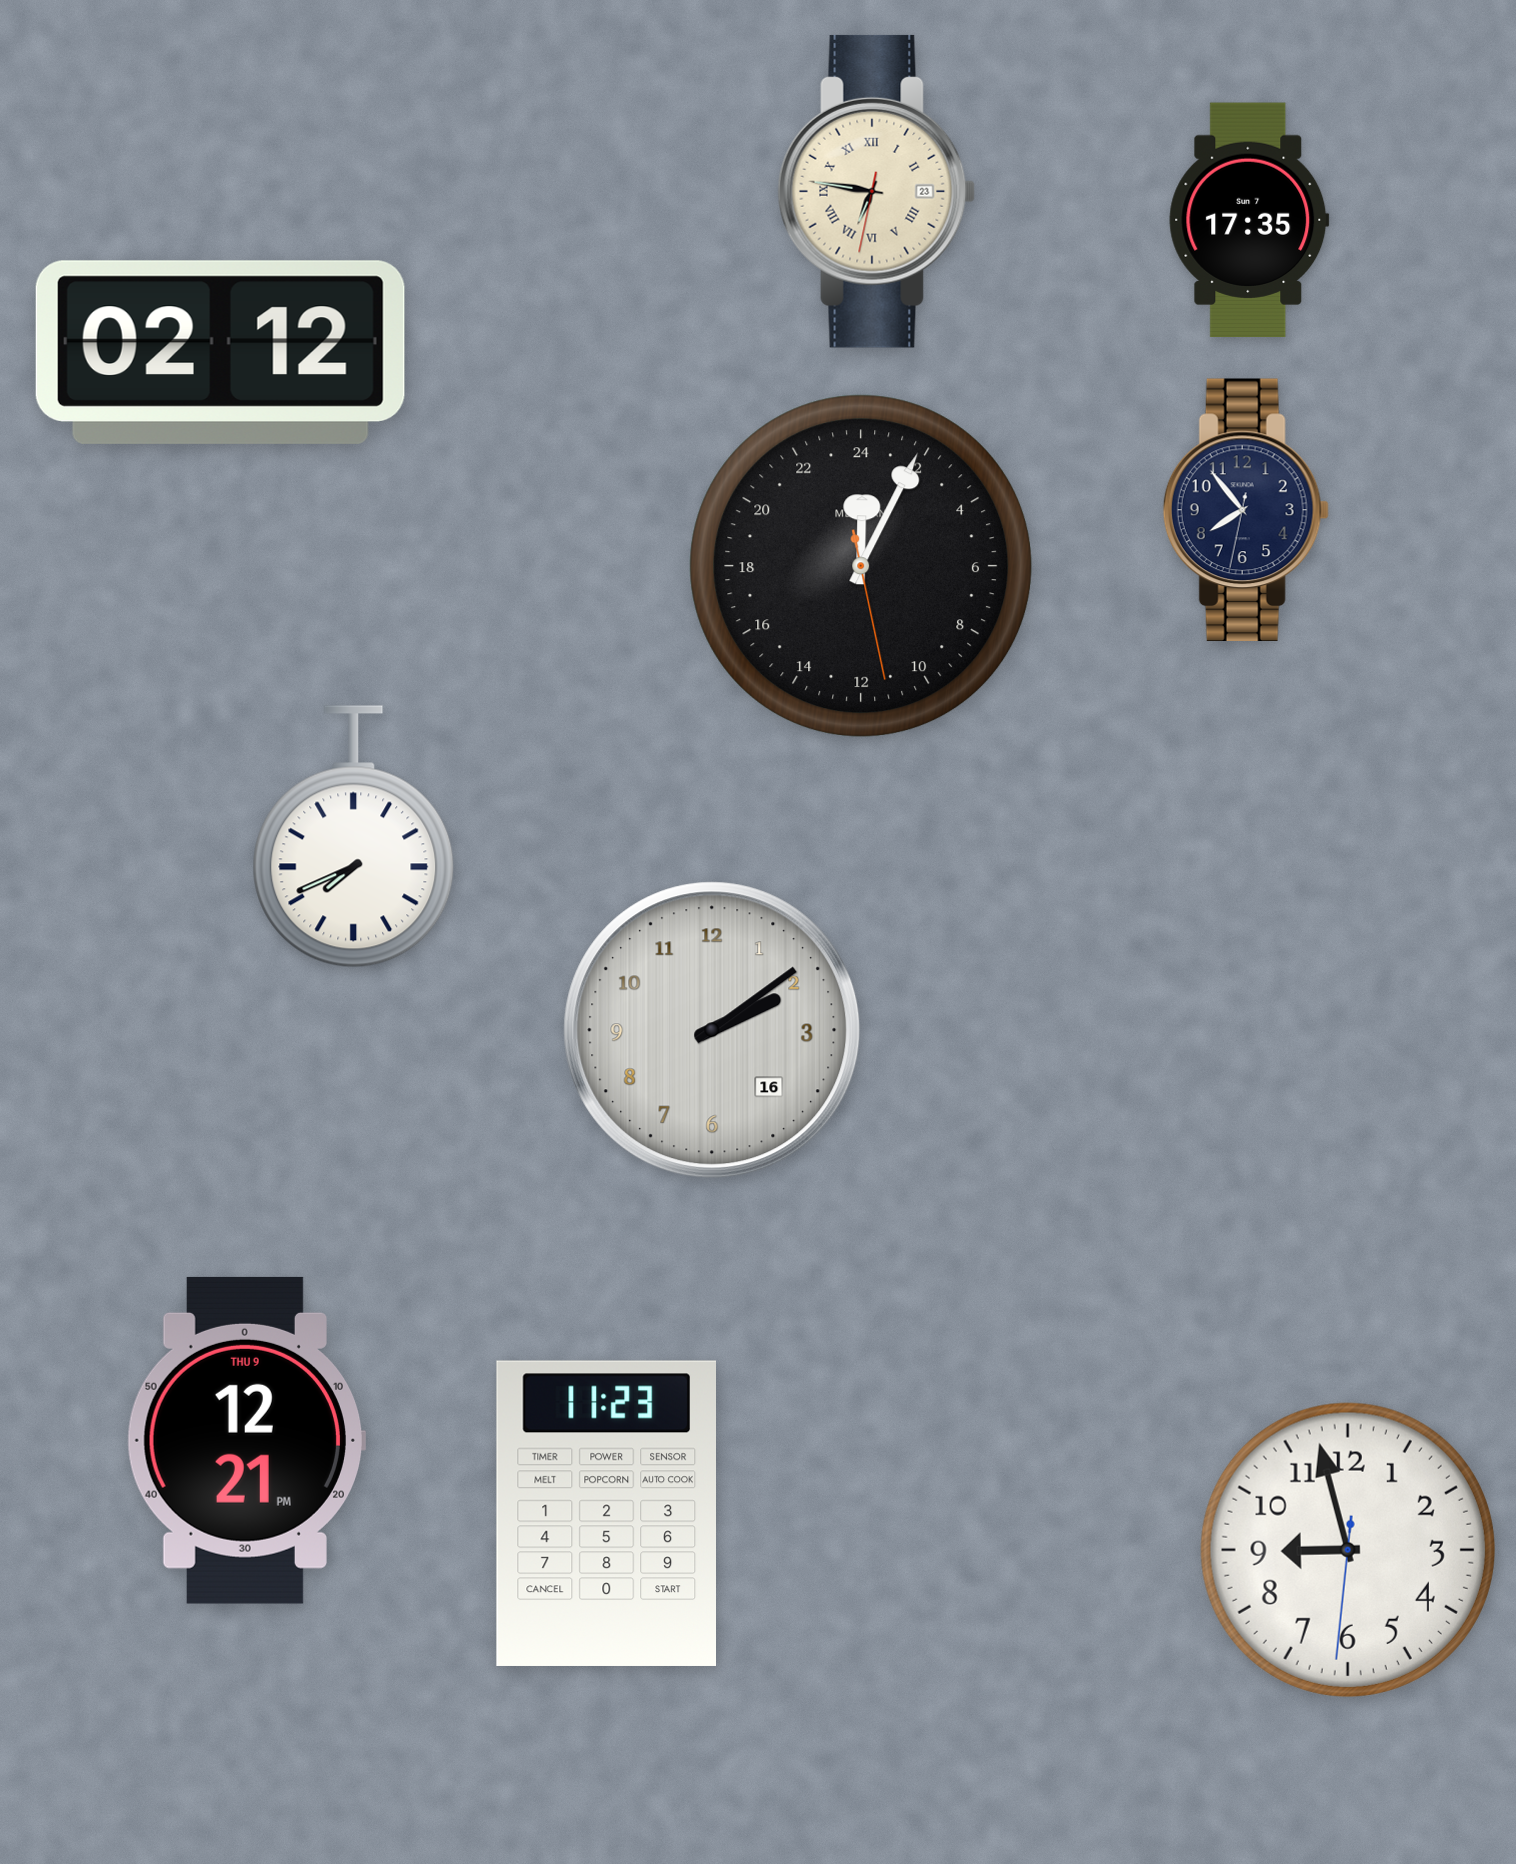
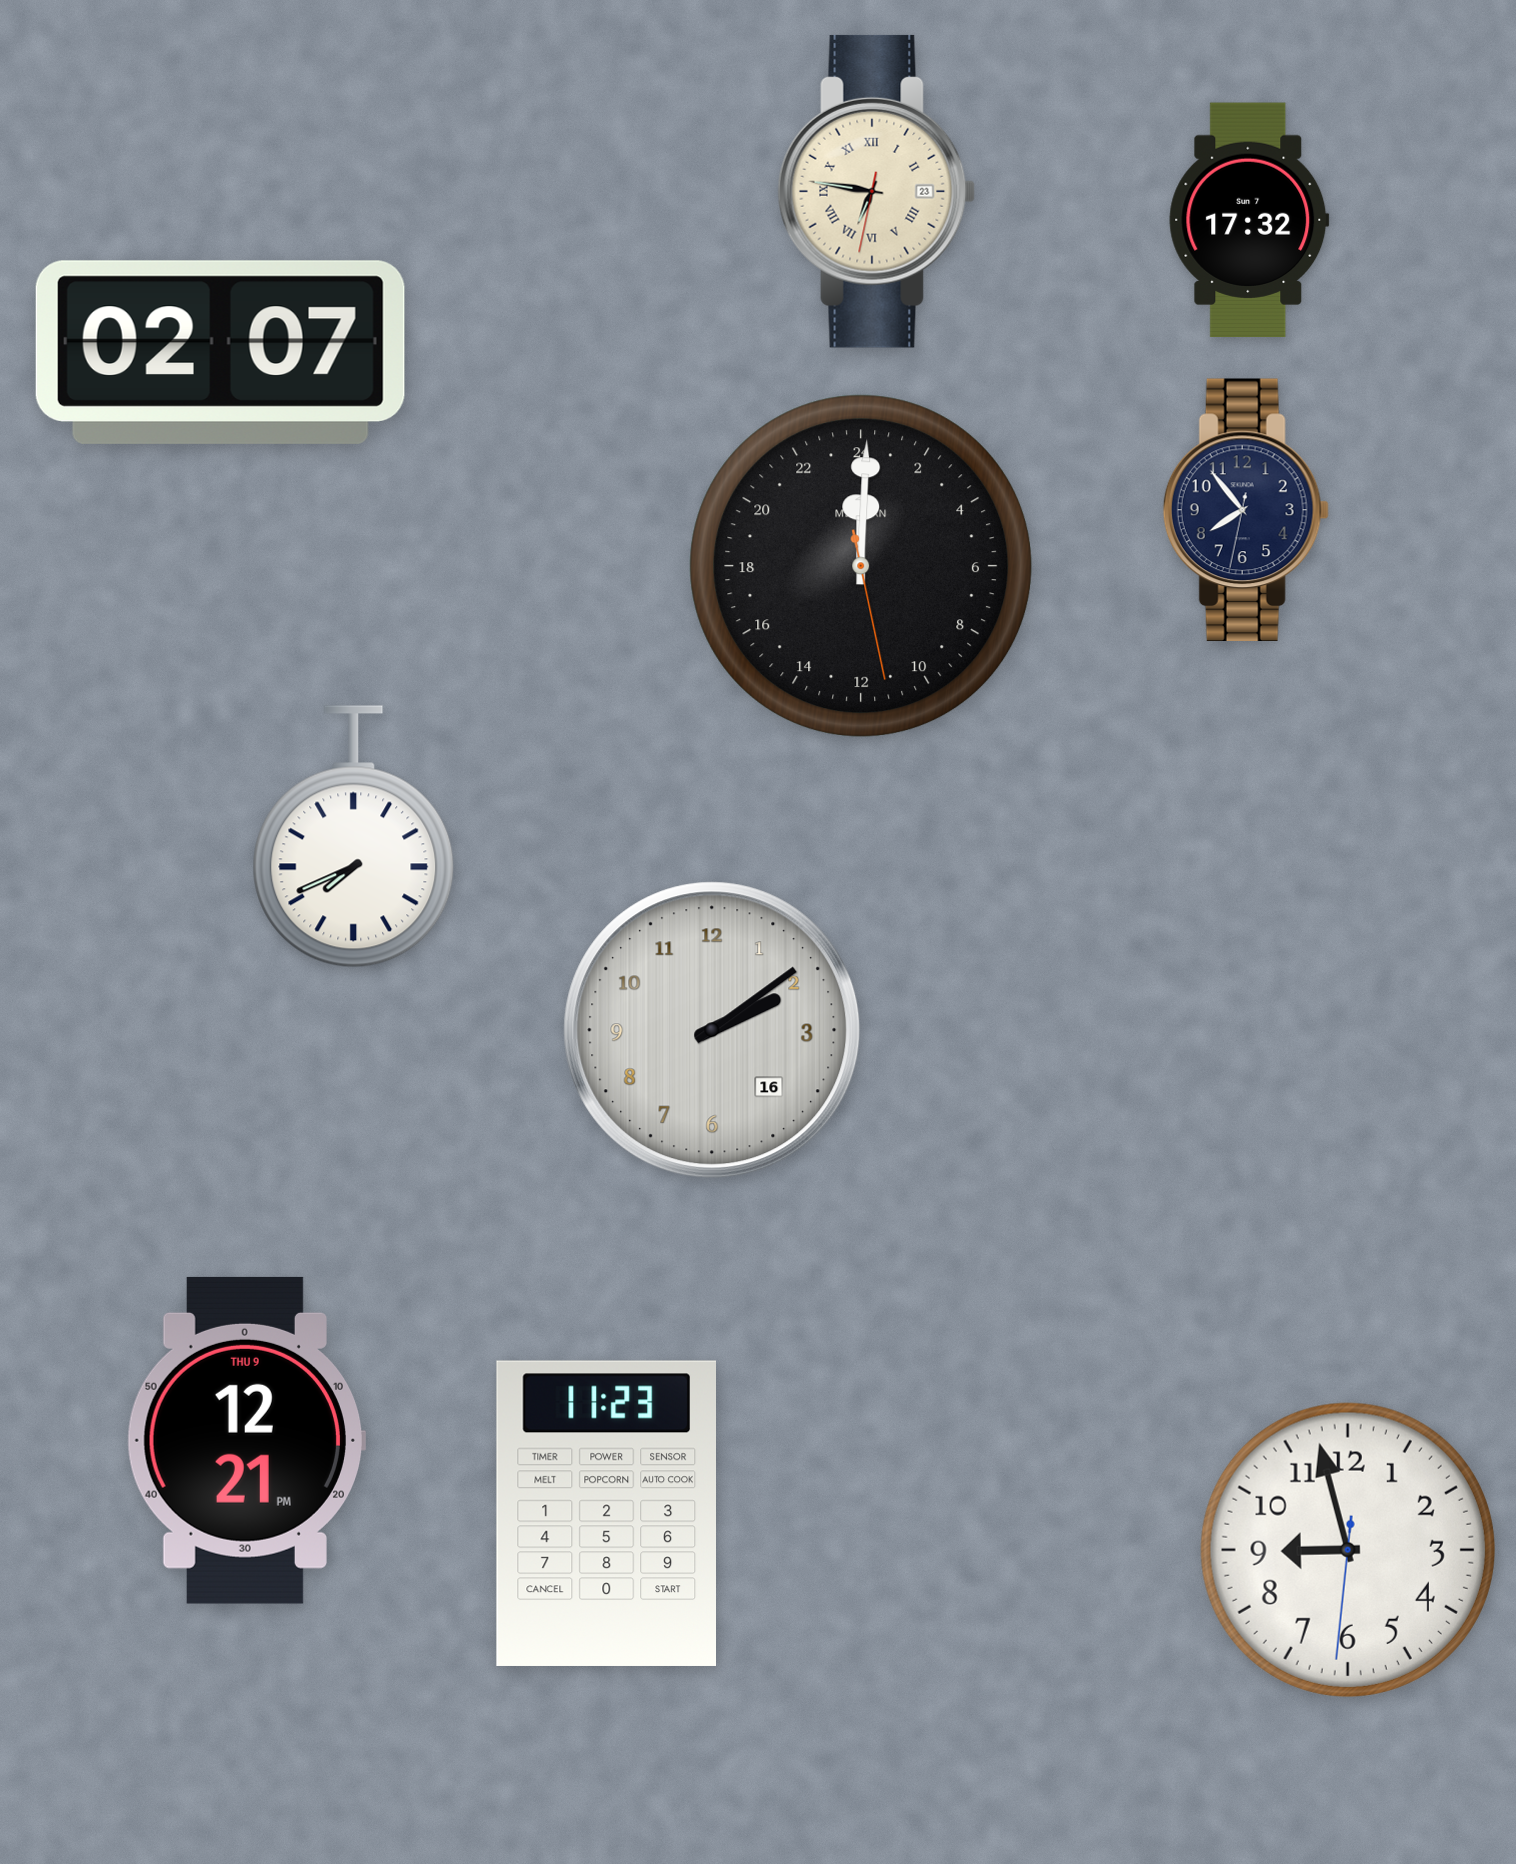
clock at (1249, 219): 17:35 -> 17:32
clock at (220, 352): 02:12 -> 02:07
clock at (861, 566): 0:04 -> 0:00
